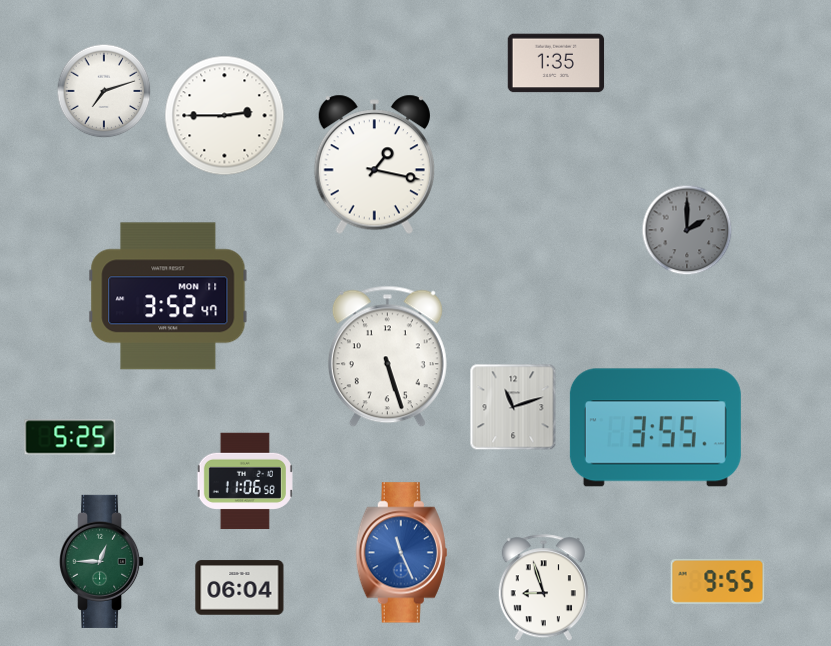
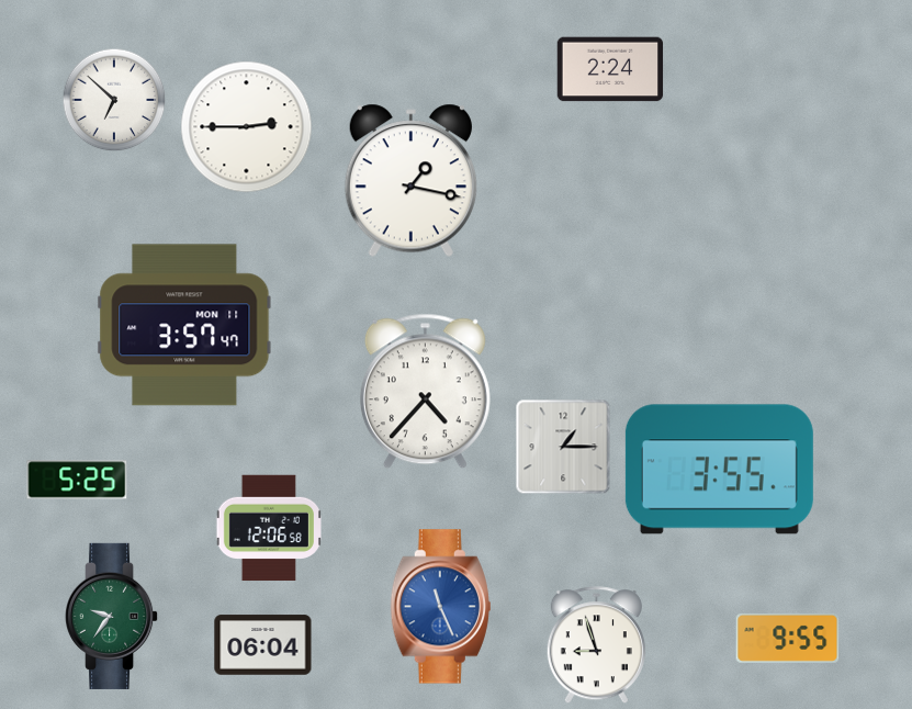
clock at (556, 63): 1:35 -> 2:24
clock at (104, 91): 7:12 -> 6:52
clock at (687, 230): 2:00 -> none
clock at (168, 296): 3:52 -> 3:57
clock at (387, 357): 5:27 -> 4:37
clock at (513, 407): 11:12 -> 1:15
clock at (245, 481): 11:06 -> 12:06
clock at (103, 561): 12:45 -> 9:36
